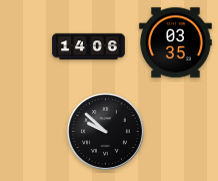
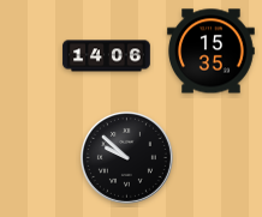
clock at (176, 43): 03:35 -> 15:35
